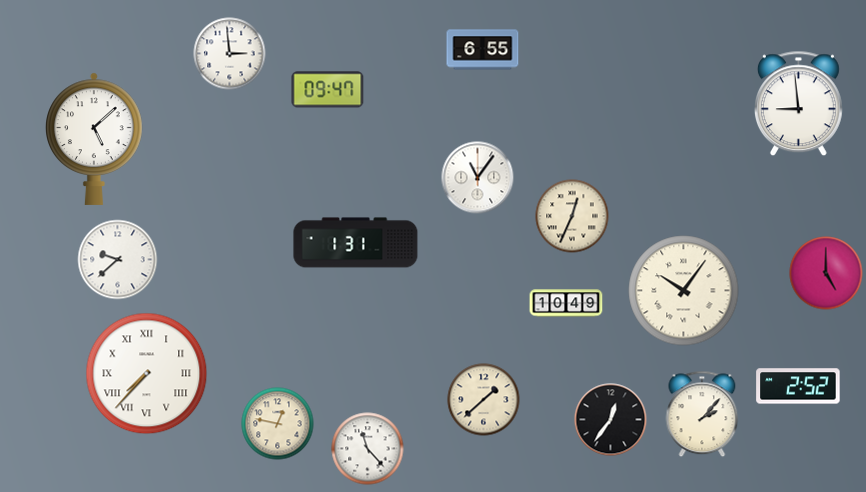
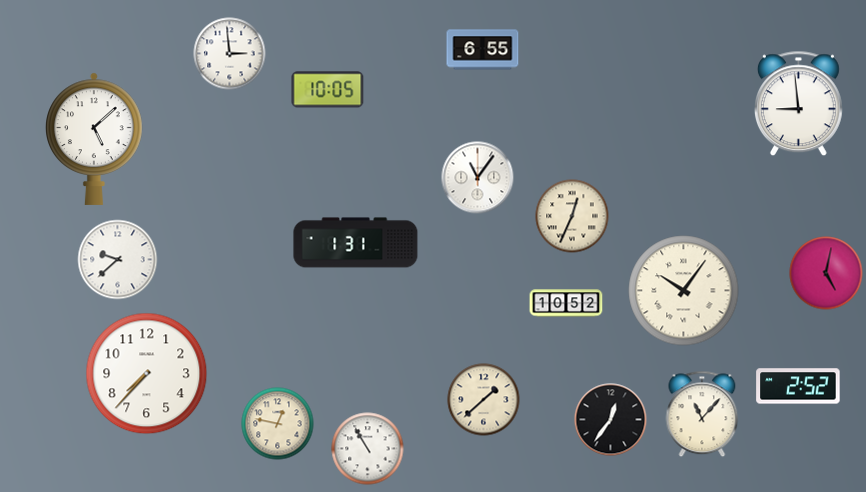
clock at (328, 90): 09:47 -> 10:05
clock at (826, 273): 5:00 -> 5:02
clock at (566, 303): 10:49 -> 10:52
clock at (147, 374) numerals: Roman -> Arabic
clock at (702, 414): 2:07 -> 11:07
clock at (368, 449): 11:23 -> 10:55
